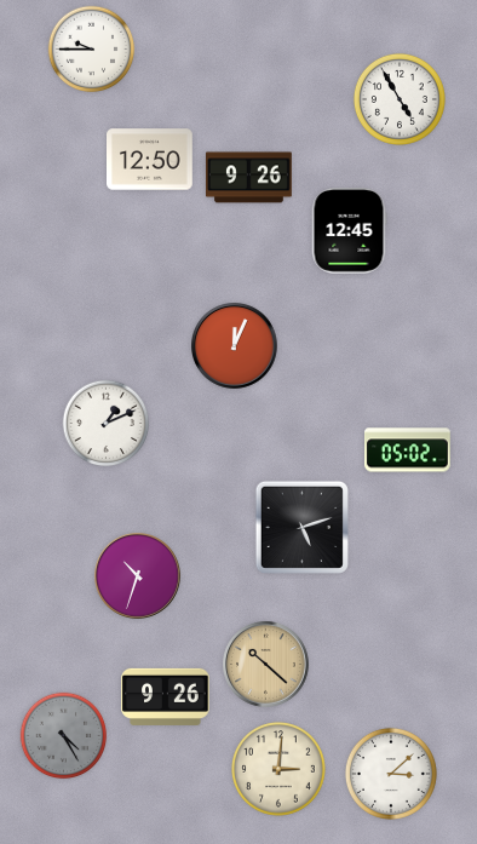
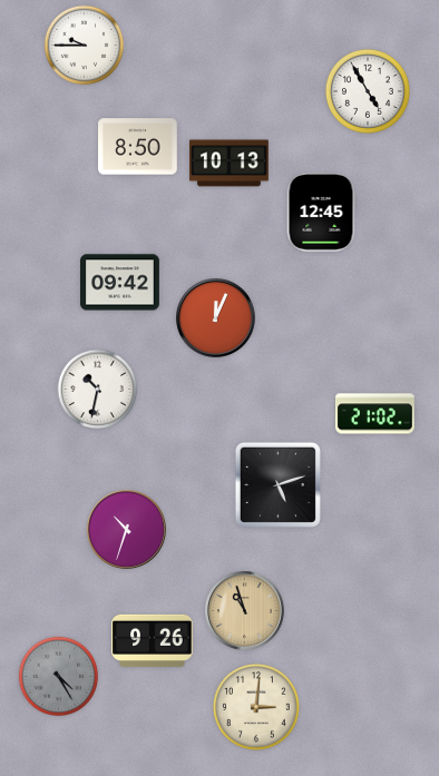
clock at (150, 160): 12:50 -> 8:50
clock at (249, 178): 9:26 -> 10:13
clock at (120, 283): none -> 09:42
clock at (107, 424): 1:11 -> 10:32
clock at (408, 450): 05:02 -> 21:02
clock at (266, 665): 10:22 -> 10:57
clock at (391, 774): 3:08 -> none
